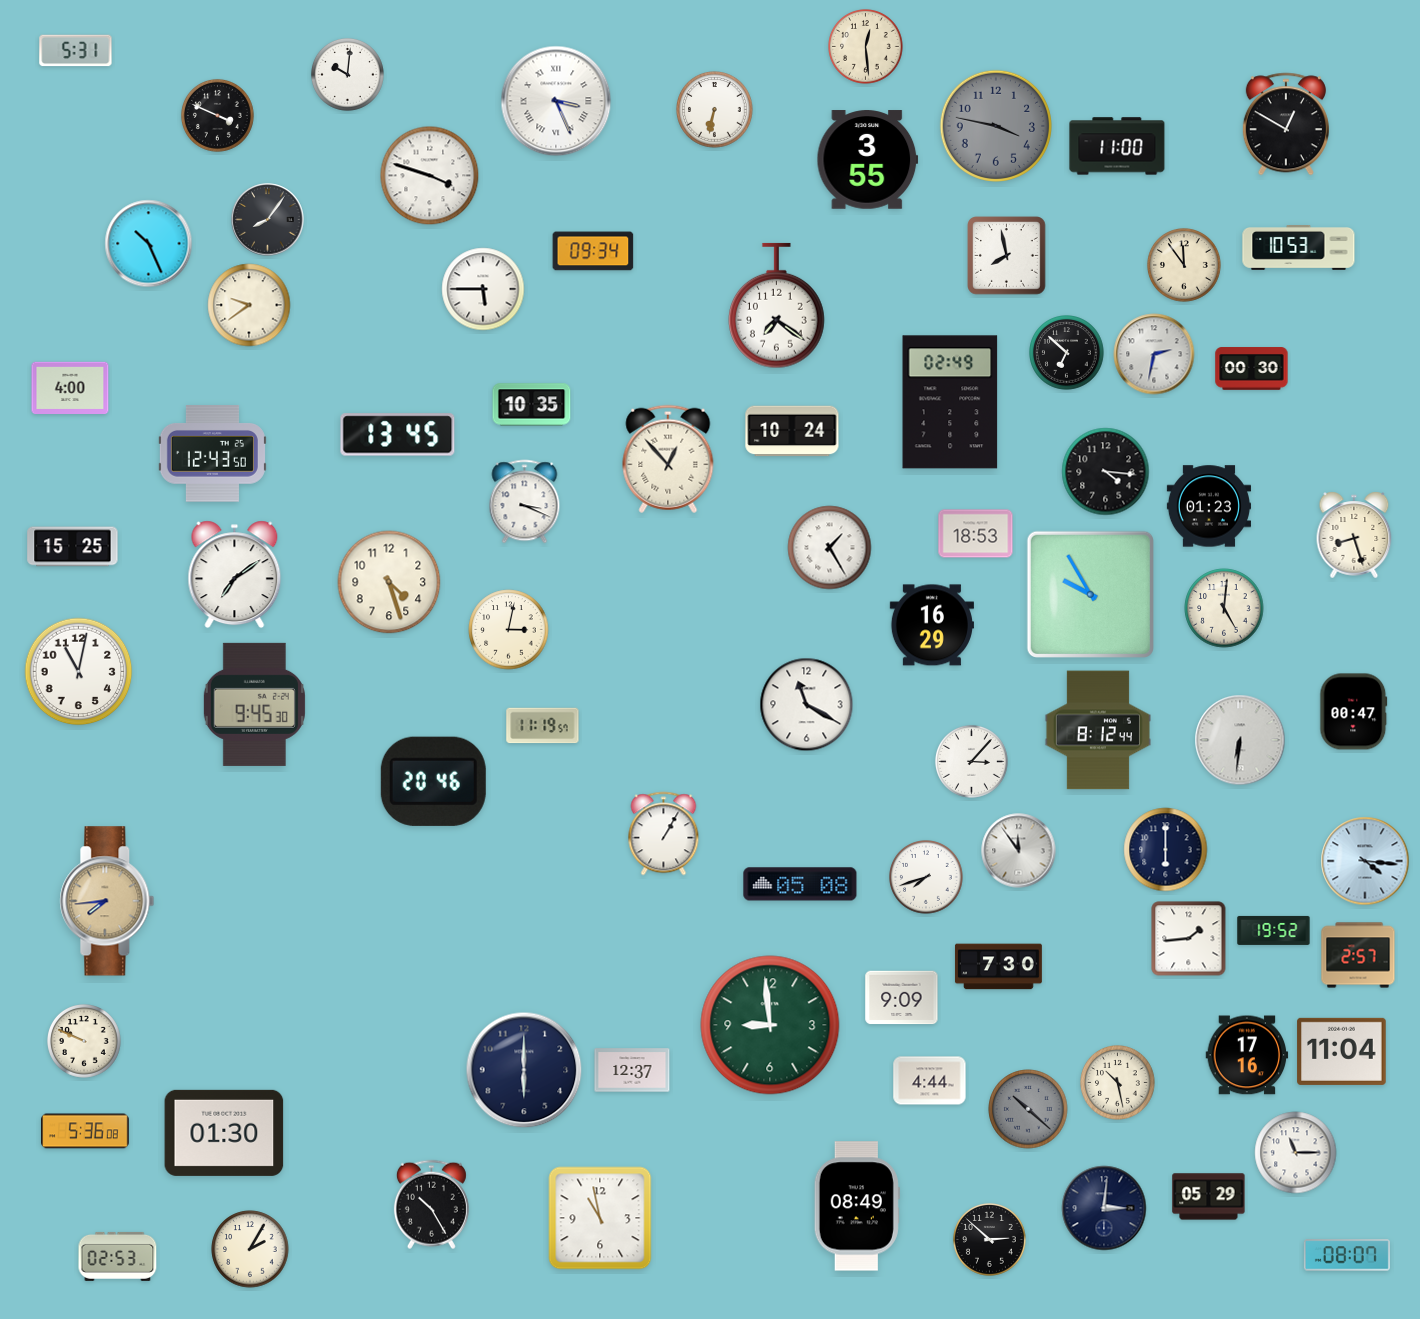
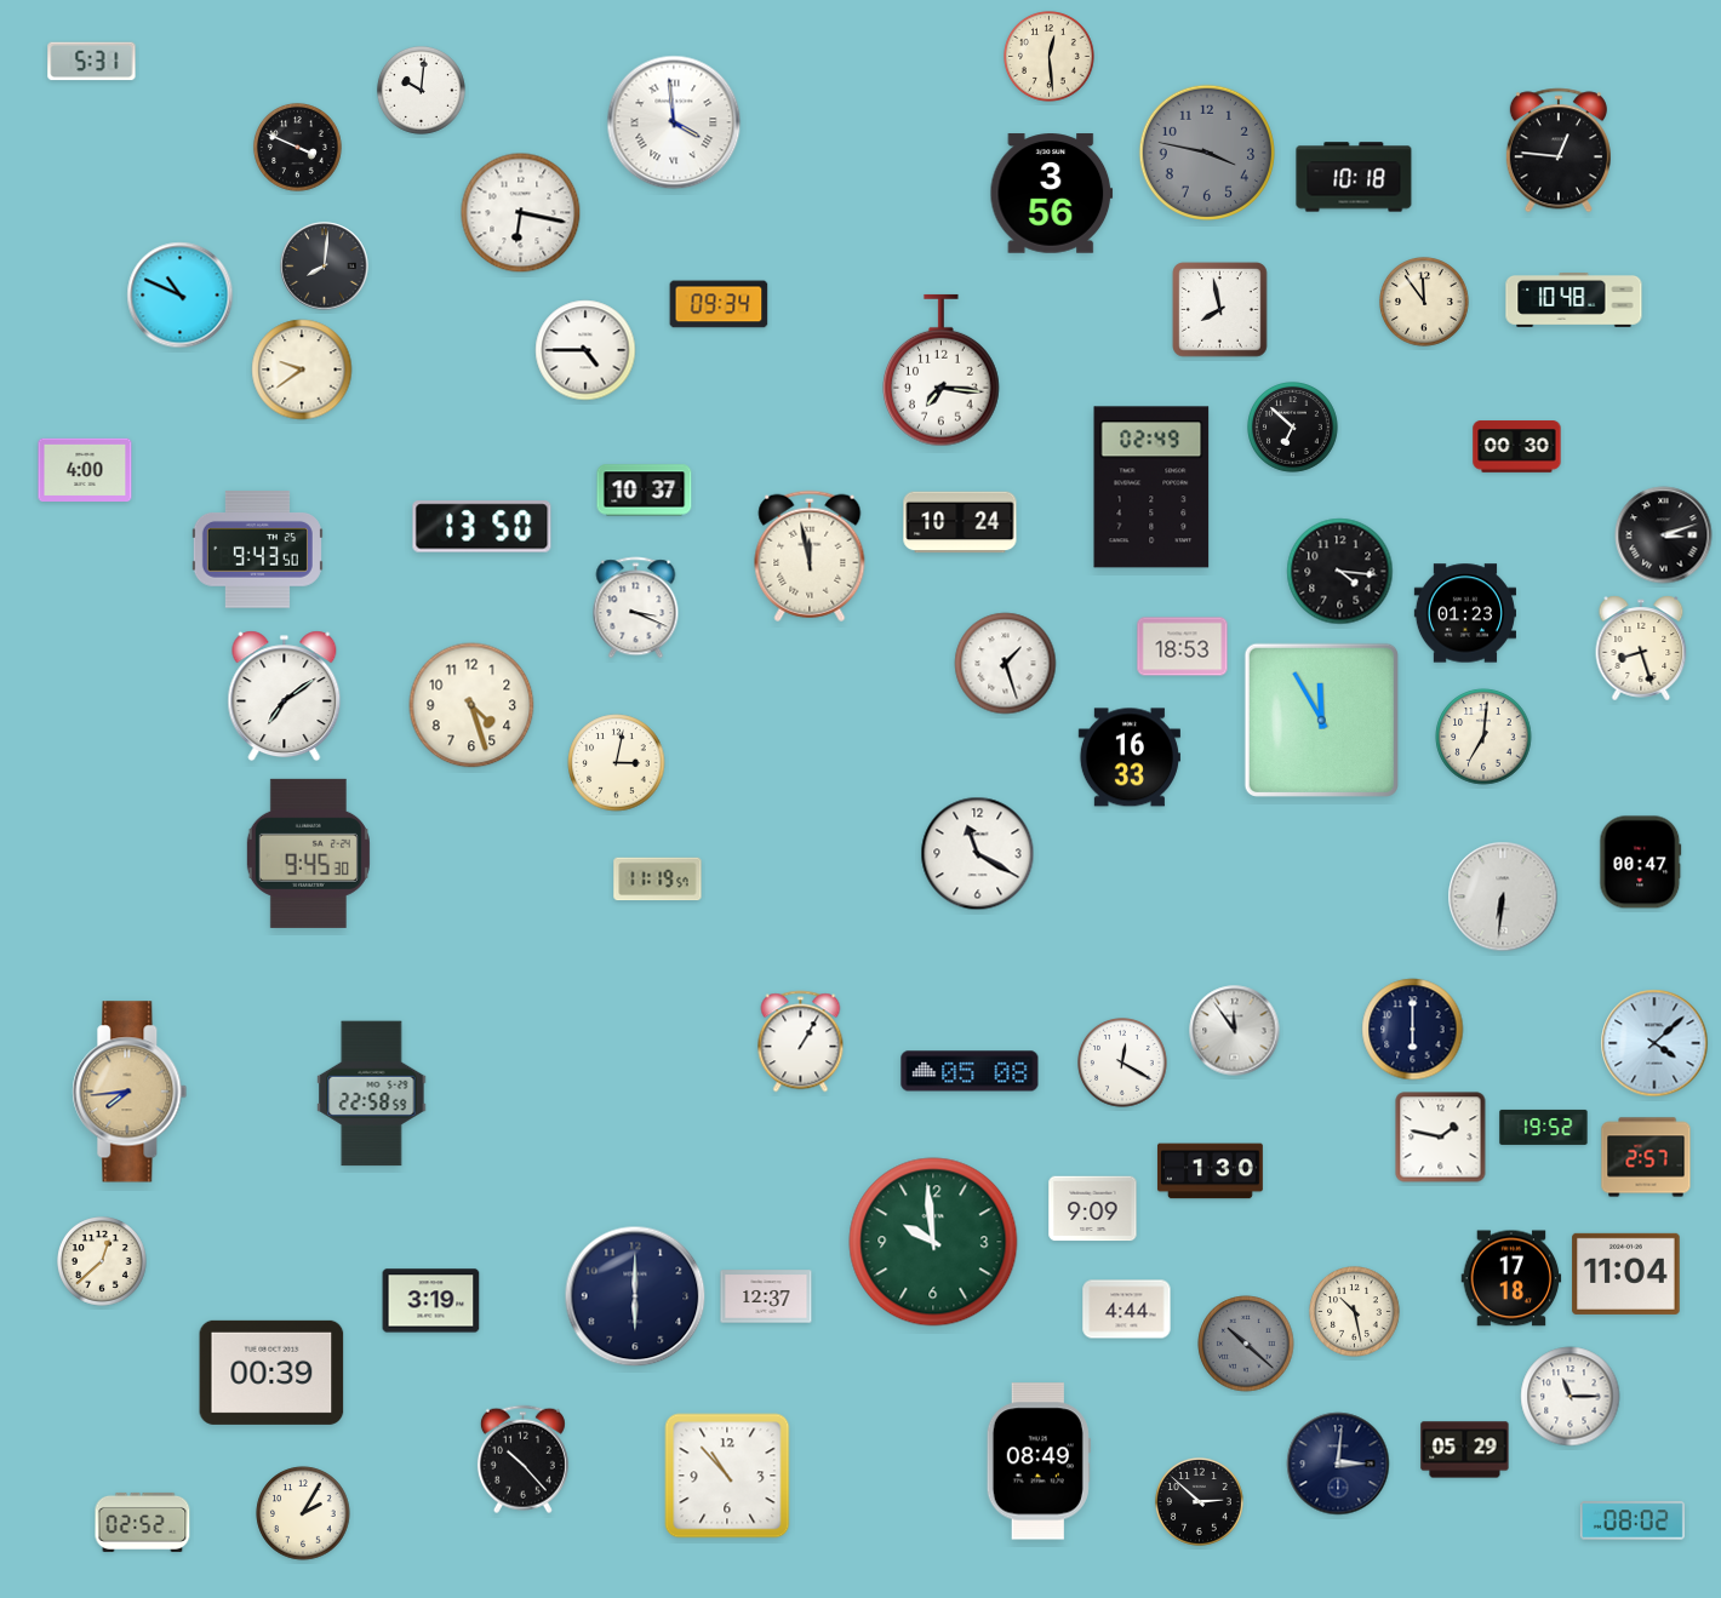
clock at (556, 101): 3:26 -> 3:59
clock at (715, 110): 6:32 -> none
clock at (217, 115) position: (217, 115) -> (297, 147)
clock at (1286, 124): 12:50 -> 12:46
clock at (1117, 146): 11:00 -> 10:18
clock at (868, 160): 3:55 -> 3:56
clock at (430, 176): 3:48 -> 6:17
clock at (268, 220): 8:06 -> 8:01
clock at (149, 244): 10:26 -> 10:49
clock at (1299, 248): 10:53 -> 10:48
clock at (1185, 266) position: (1185, 266) -> (1425, 303)
clock at (483, 289): 5:45 -> 4:45
clock at (777, 306): 7:21 -> 7:16
clock at (1154, 354): 2:32 -> none
clock at (532, 405): 10:35 -> 10:37
clock at (398, 435): 13:45 -> 13:50
clock at (1664, 535): none -> 3:12
clock at (212, 454): 12:43 -> 9:43
clock at (668, 459): 12:53 -> 11:58
clock at (73, 547): 15:25 -> none
clock at (830, 548): 1:25 -> 1:27
clock at (1090, 594): 9:55 -> 11:55
clock at (1224, 608): 5:01 -> 7:01
clock at (932, 625): 16:29 -> 16:33
clock at (79, 672): 11:02 -> none
clock at (1098, 730): 8:12 -> none
clock at (971, 761): 3:07 -> none
clock at (433, 781): 20:46 -> none
clock at (664, 834) position: (664, 834) -> (801, 1042)
clock at (1365, 861): 4:16 -> 4:08
clock at (927, 878): 7:42 -> 12:20
clock at (372, 1094): none -> 22:58
clock at (1189, 939): 1:44 -> 1:47
clock at (998, 967): 7:30 -> 1:30
clock at (770, 1025): 8:59 -> 9:59
clock at (85, 1042): 9:49 -> 12:38
clock at (1247, 1055): 17:16 -> 17:18
clock at (431, 1301): none -> 3:19
clock at (85, 1131): 5:36 -> none
clock at (224, 1133): 01:30 -> 00:39
clock at (431, 1205): 10:25 -> 10:23
clock at (600, 1218): 10:58 -> 10:53
clock at (1347, 1255): 08:07 -> 08:02
clock at (118, 1256): 02:53 -> 02:52
